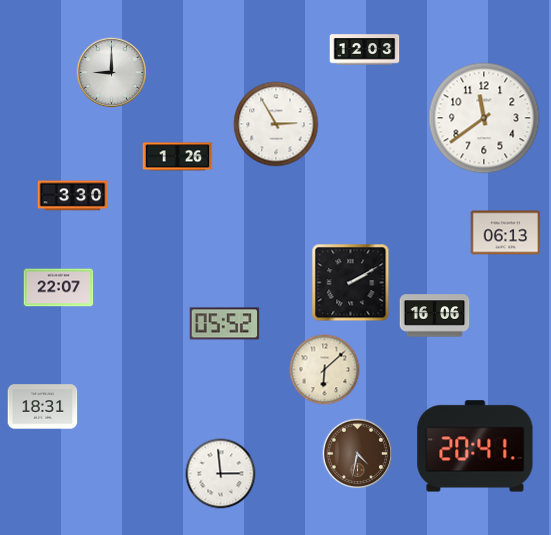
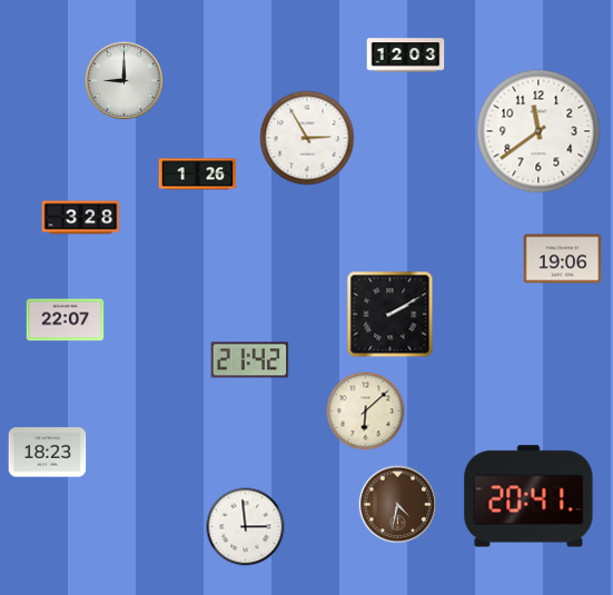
clock at (73, 196): 3:30 -> 3:28
clock at (506, 233): 06:13 -> 19:06
clock at (435, 316): 16:06 -> none
clock at (225, 324): 05:52 -> 21:42
clock at (325, 370) position: (325, 370) -> (366, 411)
clock at (43, 407): 18:31 -> 18:23
